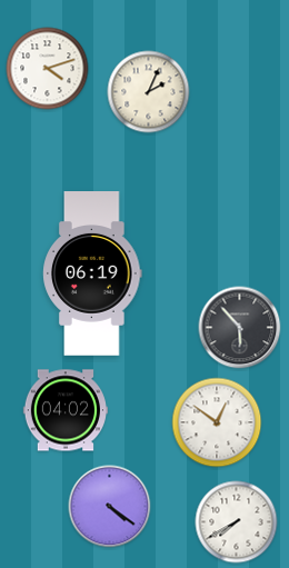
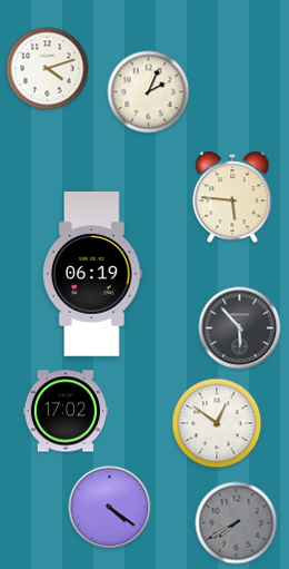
clock at (232, 197): none -> 5:46
clock at (64, 410): 04:02 -> 17:02
clock at (237, 522) dial: white -> grey
